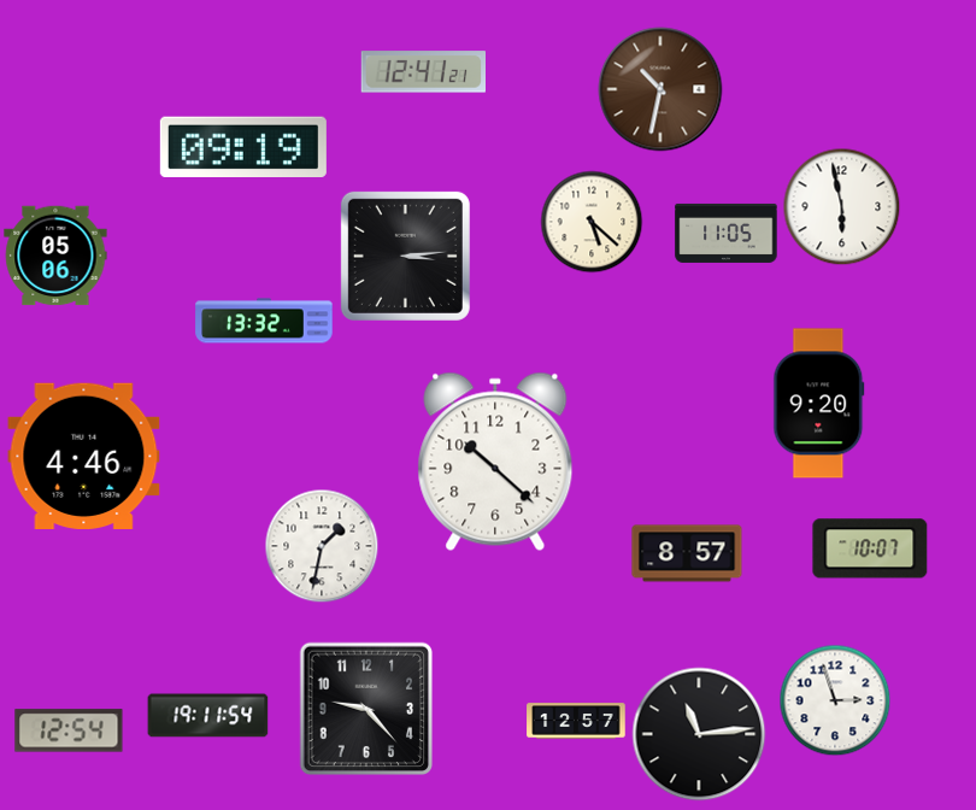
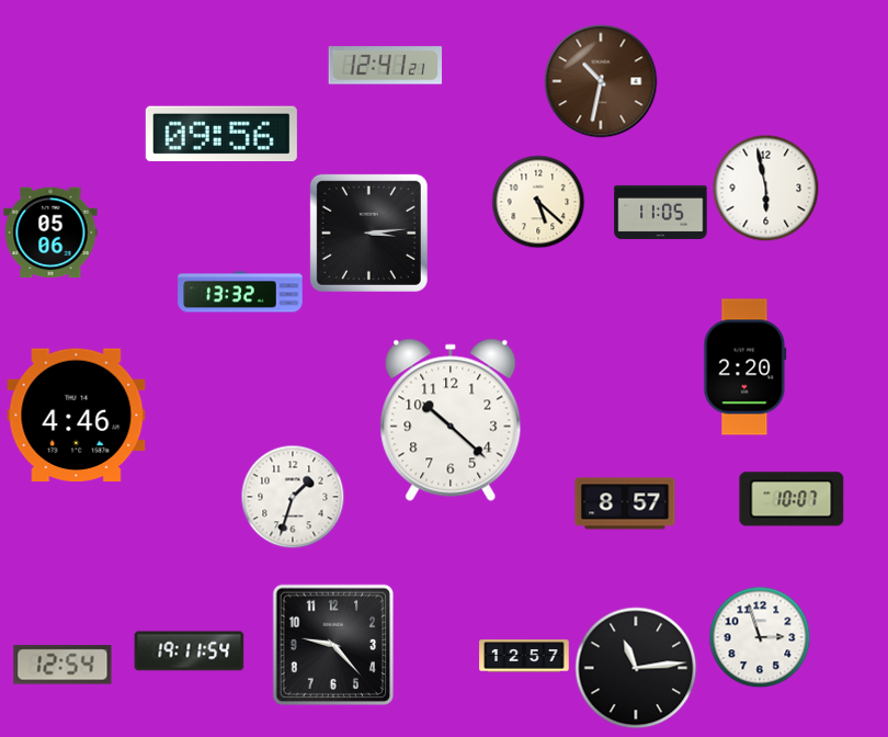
clock at (243, 146): 09:19 -> 09:56
clock at (819, 404): 9:20 -> 2:20
clock at (322, 546): 1:32 -> 1:33
